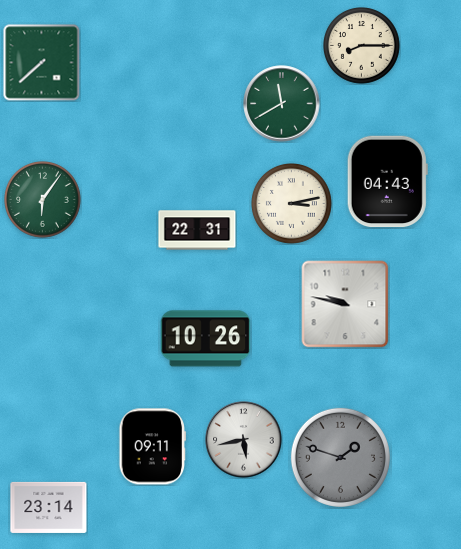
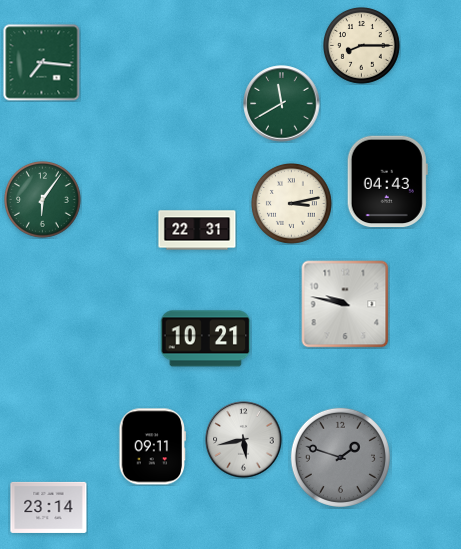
clock at (42, 63): 7:38 -> 7:16
clock at (206, 339): 10:26 -> 10:21
